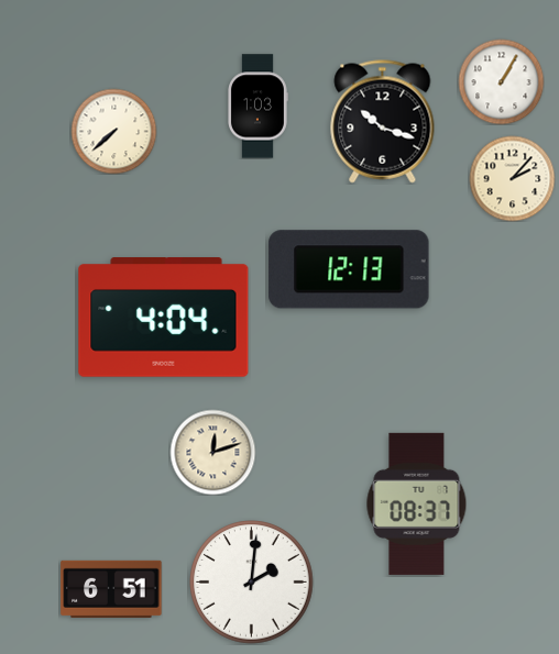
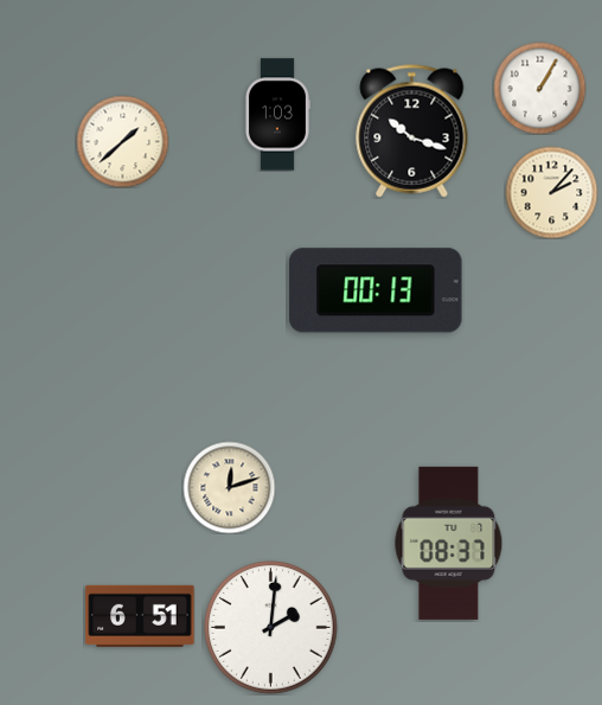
clock at (113, 131): 7:38 -> 1:38
clock at (349, 269): 12:13 -> 00:13
clock at (164, 318): 4:04 -> none
clock at (111, 589) position: (111, 589) -> (140, 616)
